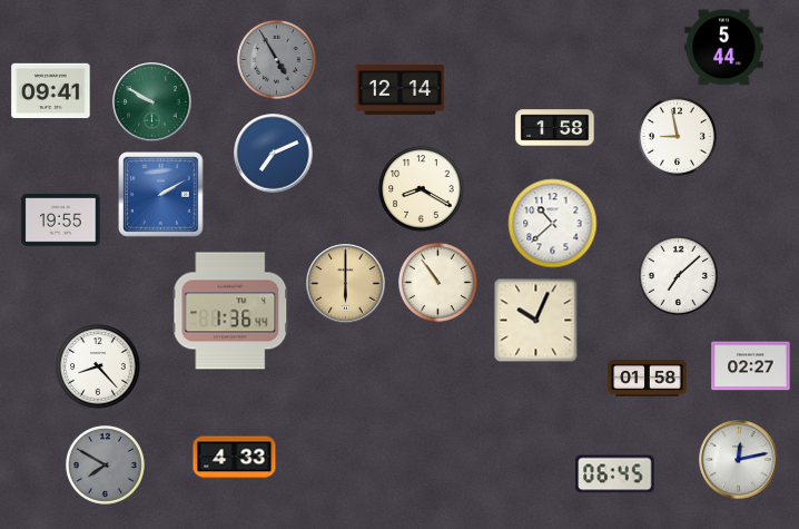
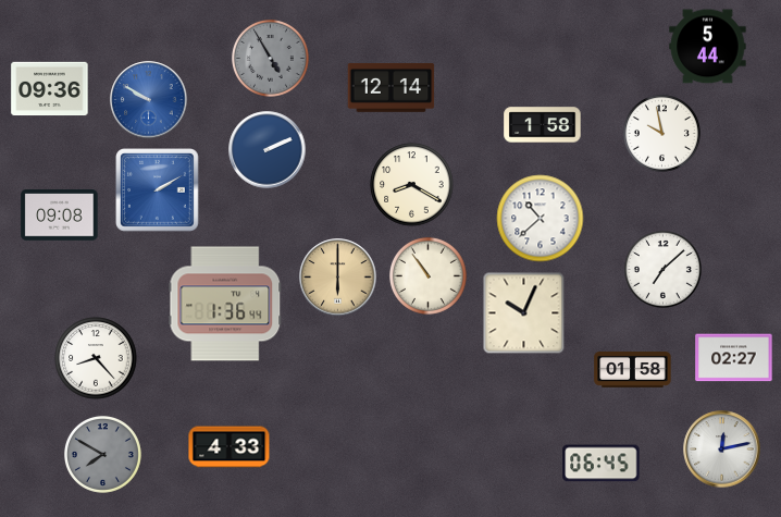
clock at (51, 91): 09:41 -> 09:36
clock at (152, 102) dial: green -> blue
clock at (677, 136): 8:58 -> 9:58
clock at (274, 154): 7:11 -> 2:11
clock at (61, 221): 19:55 -> 09:08
